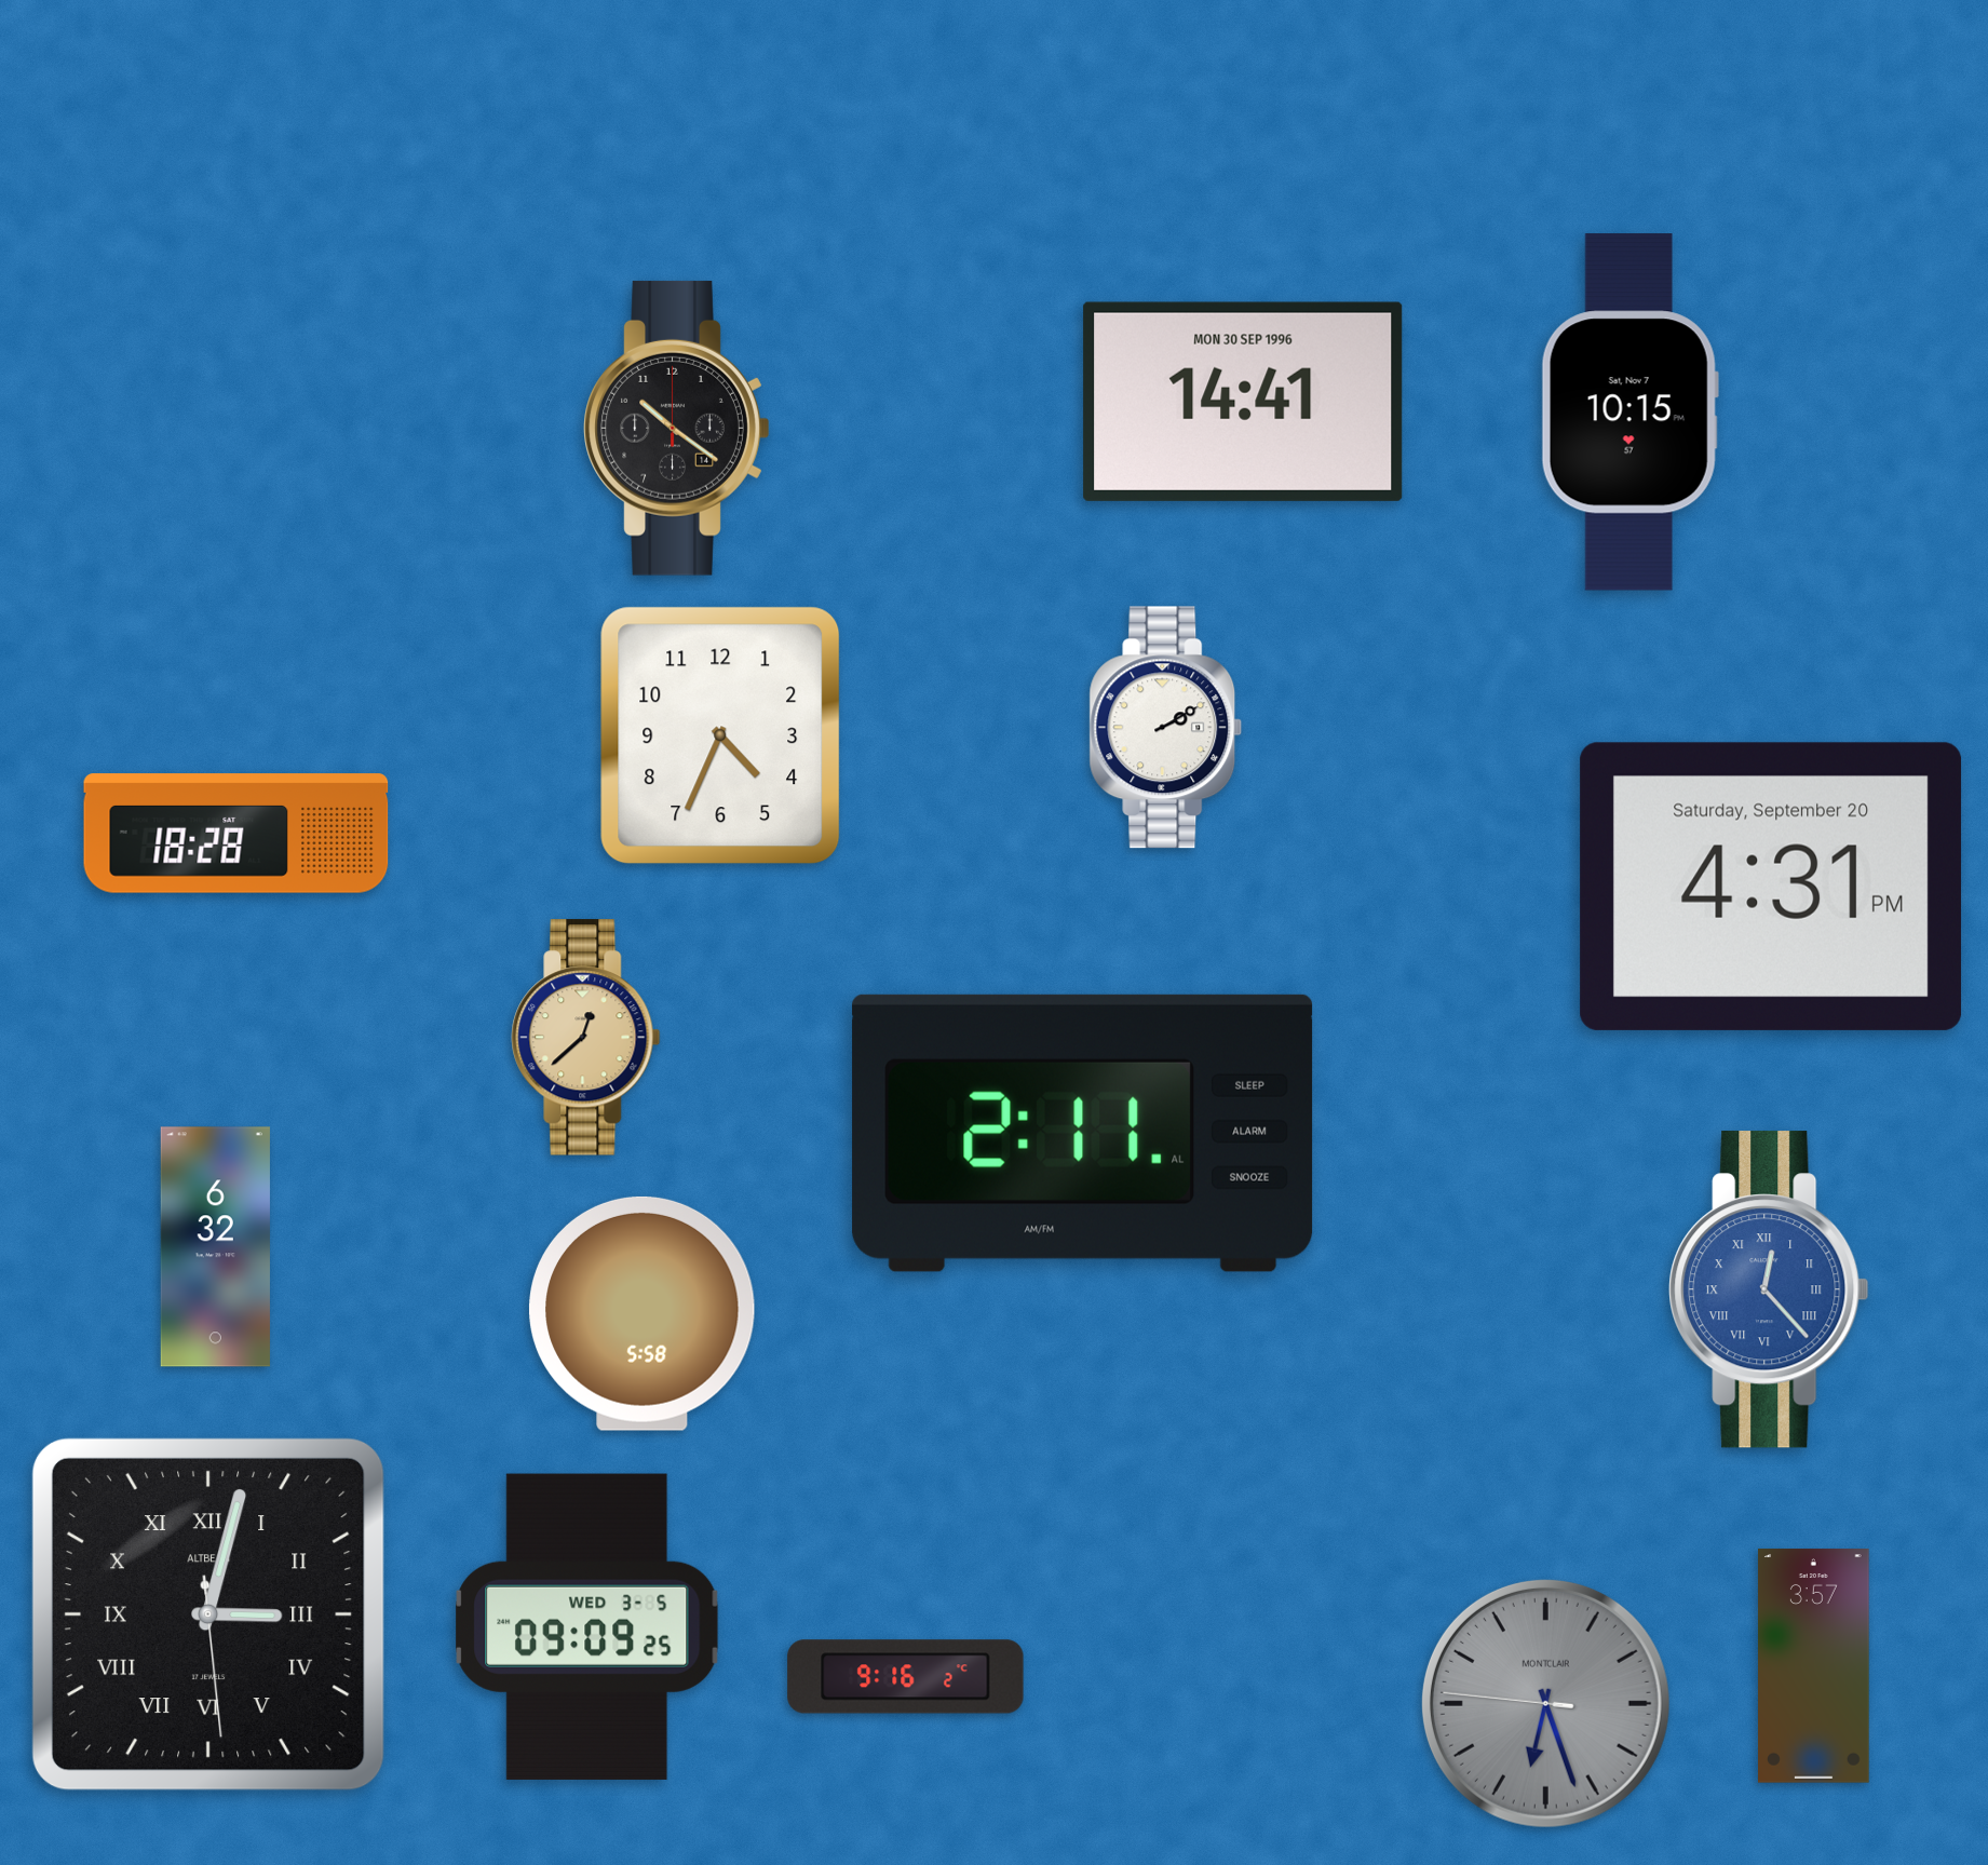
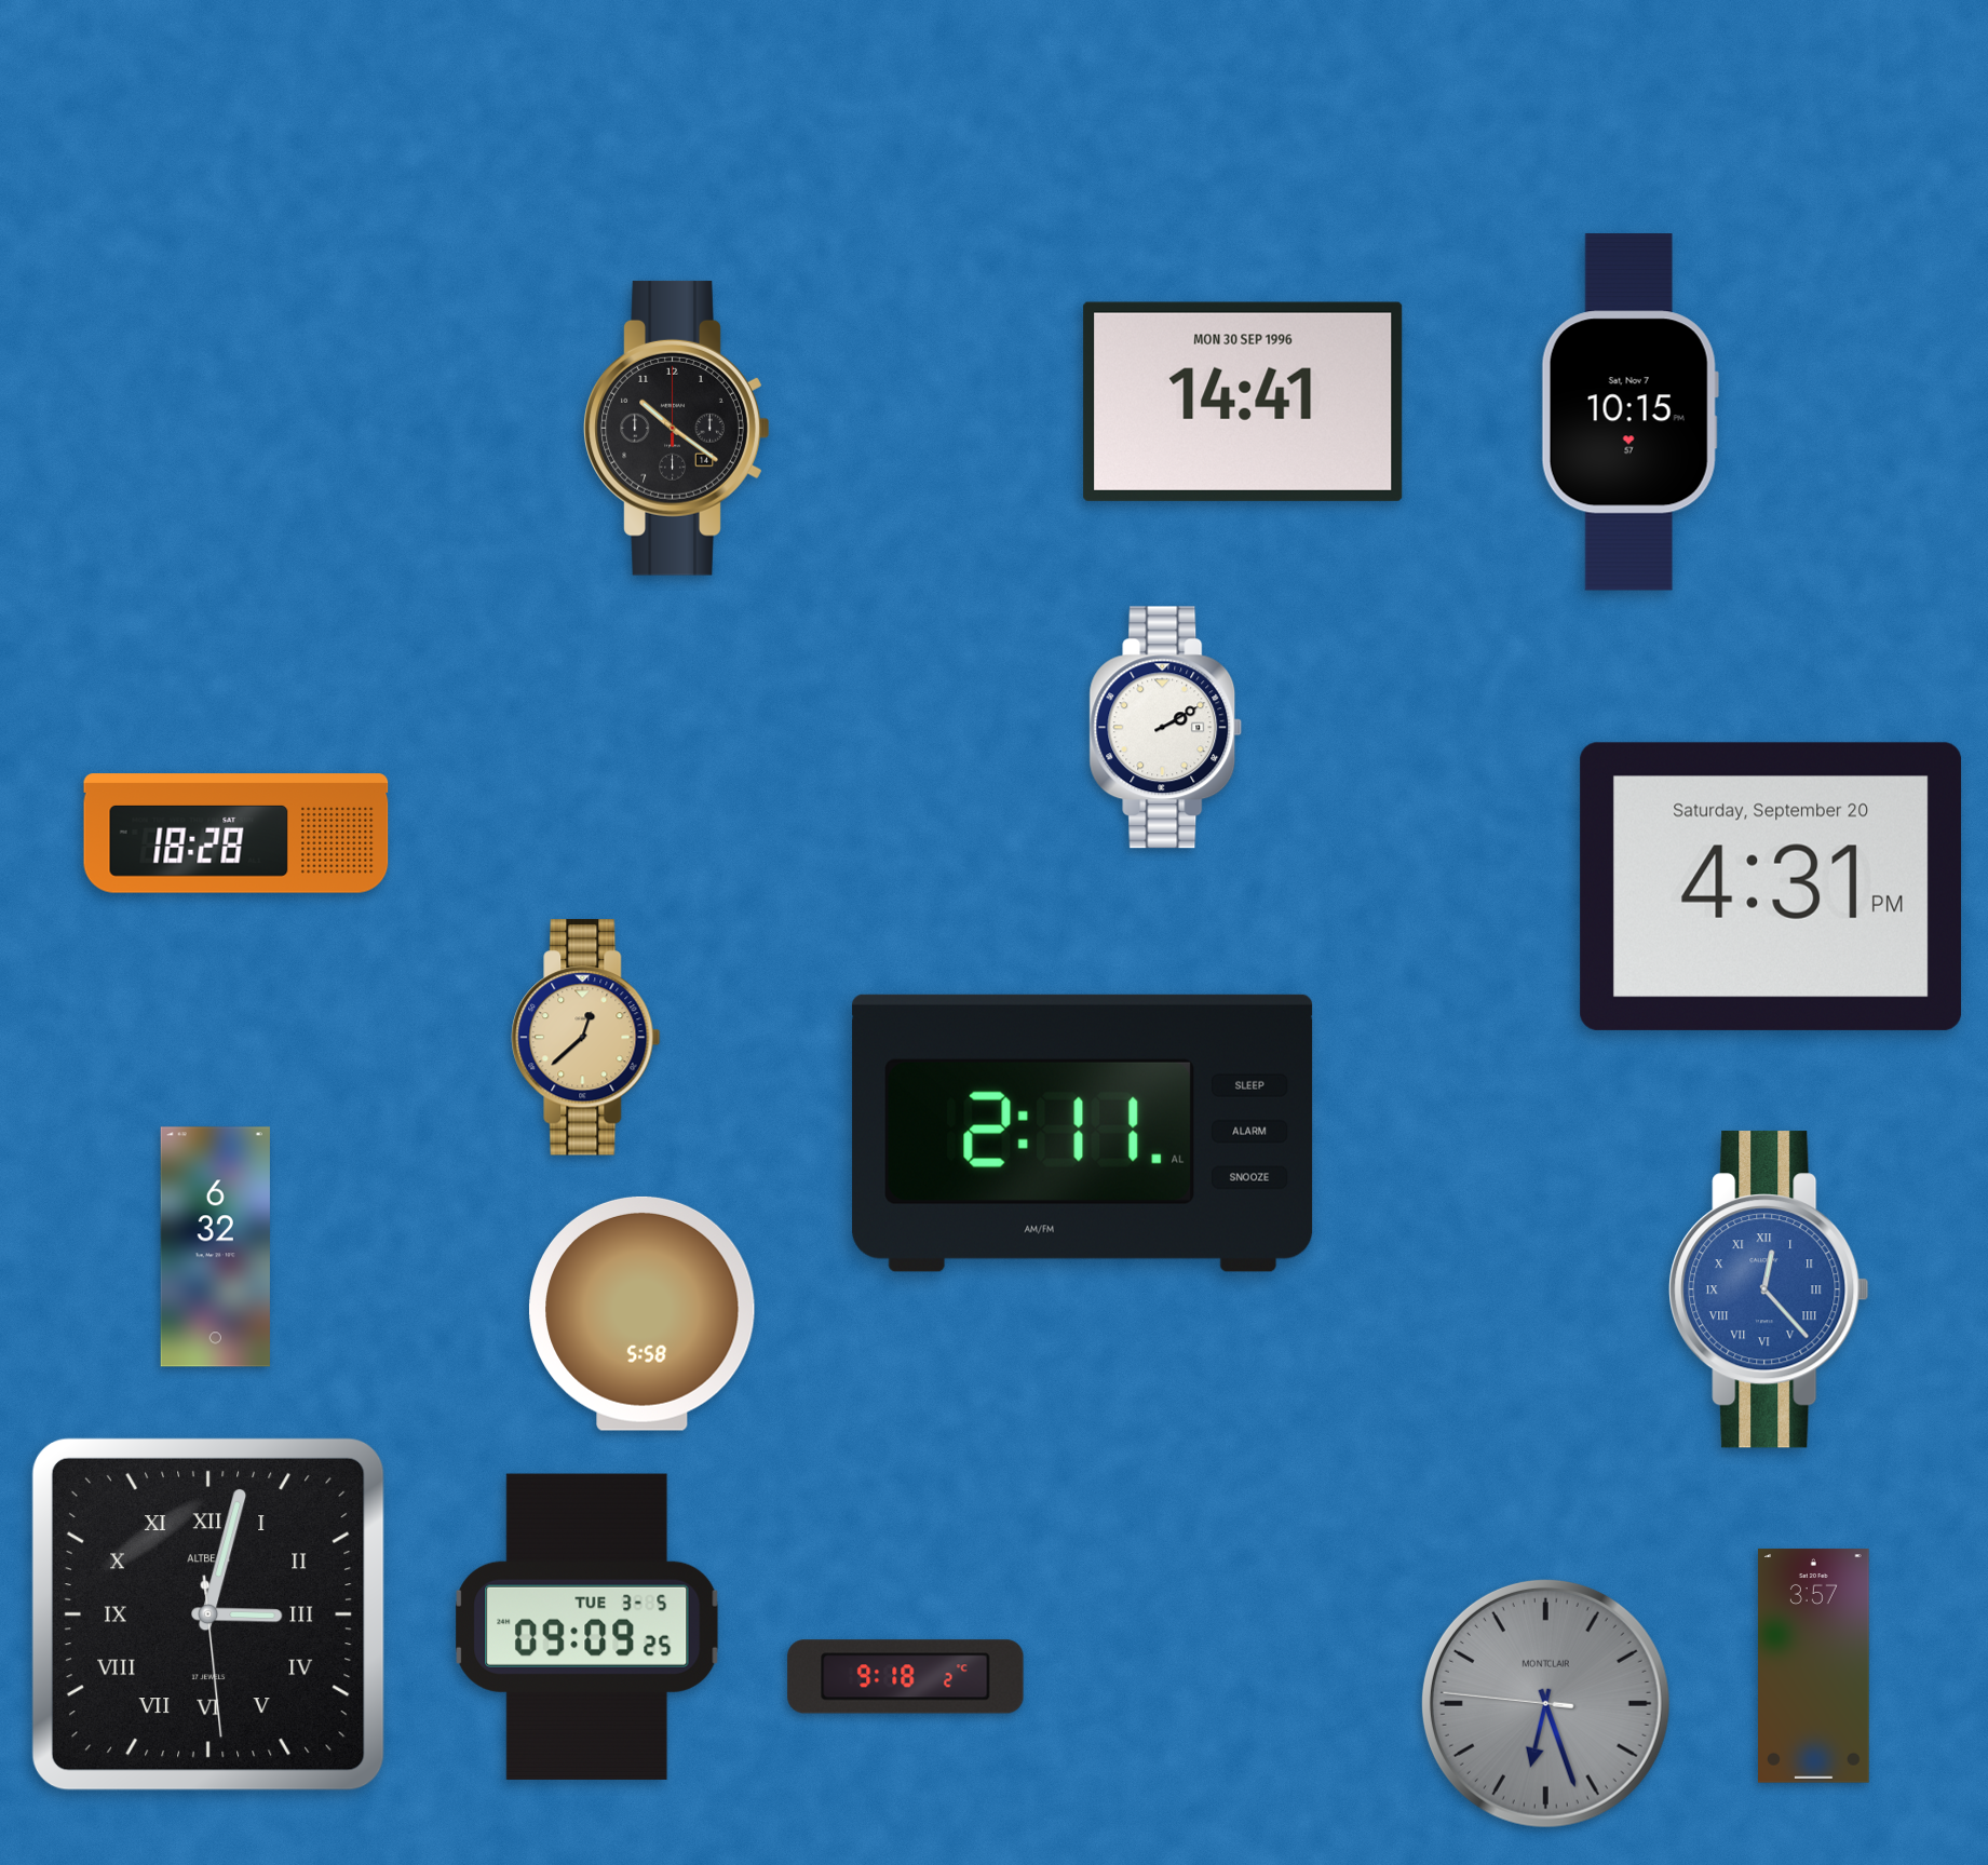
clock at (720, 735): 4:34 -> none
clock at (587, 1626) date: WED 3-5 -> TUE 3-5
clock at (906, 1677): 9:16 -> 9:18
